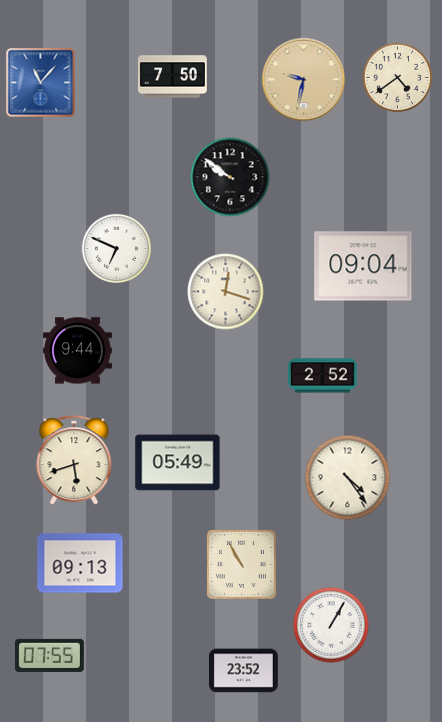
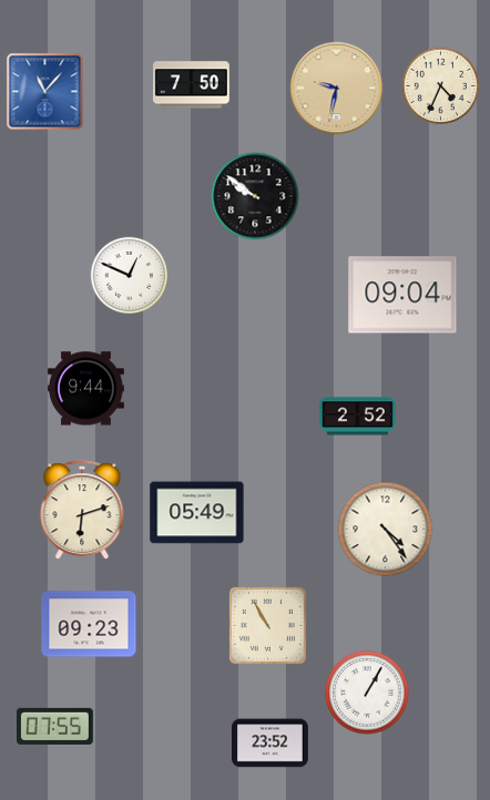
clock at (397, 77): 4:39 -> 4:34
clock at (116, 248): 6:49 -> 12:49
clock at (226, 292): 12:18 -> none
clock at (74, 461): 5:42 -> 6:12
clock at (80, 563): 09:13 -> 09:23
